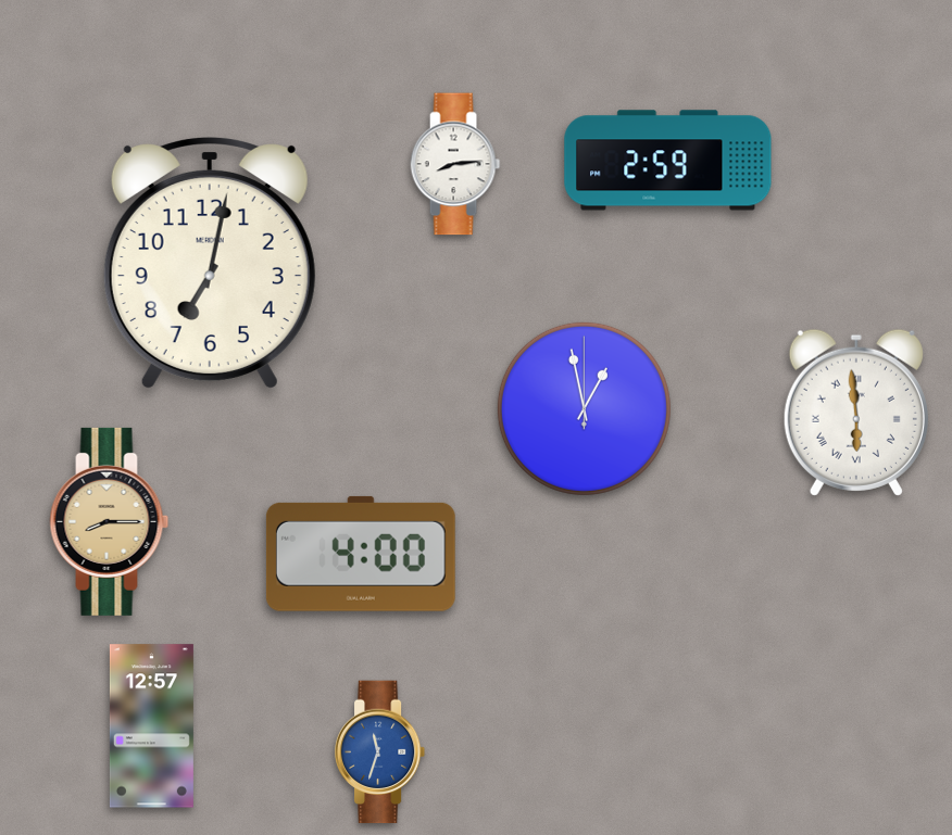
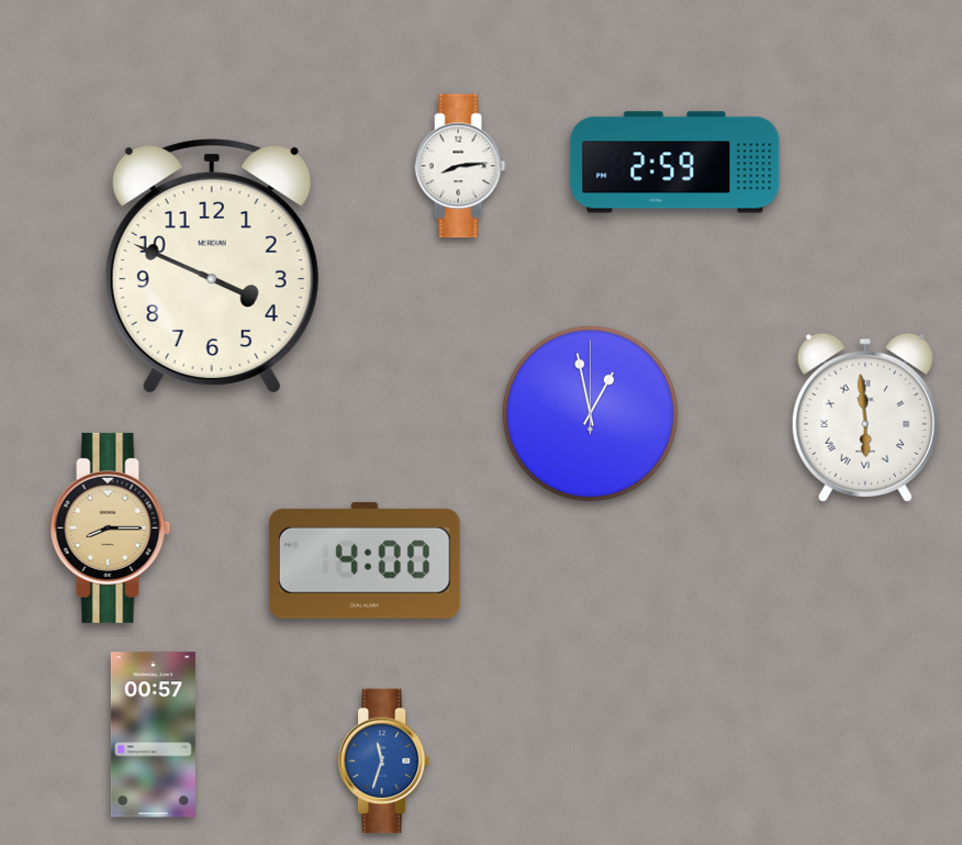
clock at (210, 264): 7:02 -> 3:49
clock at (151, 726): 12:57 -> 00:57
